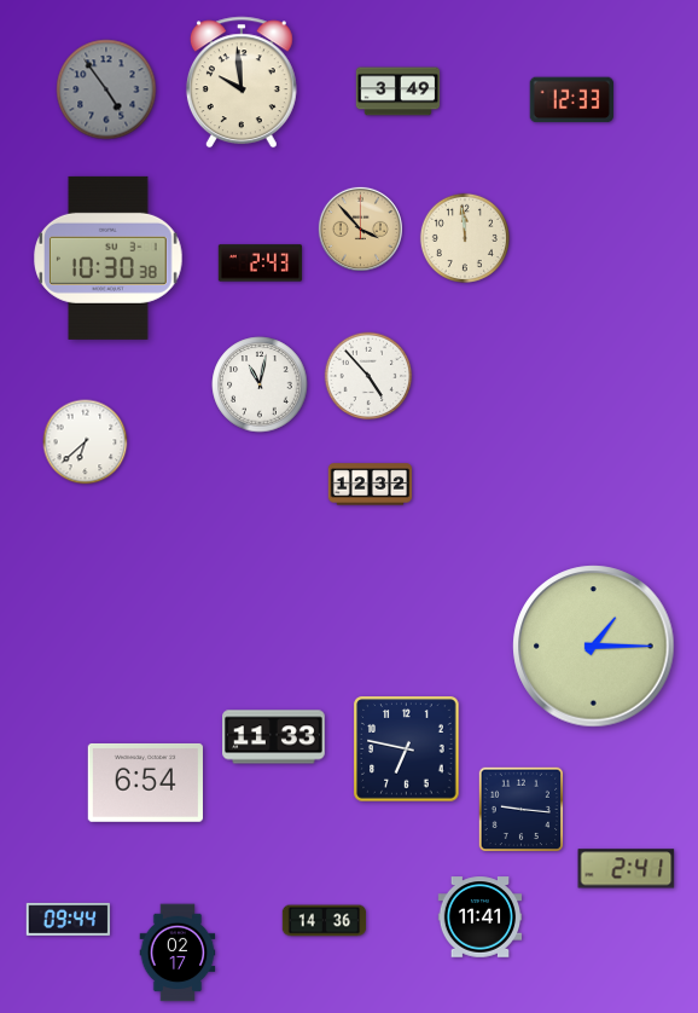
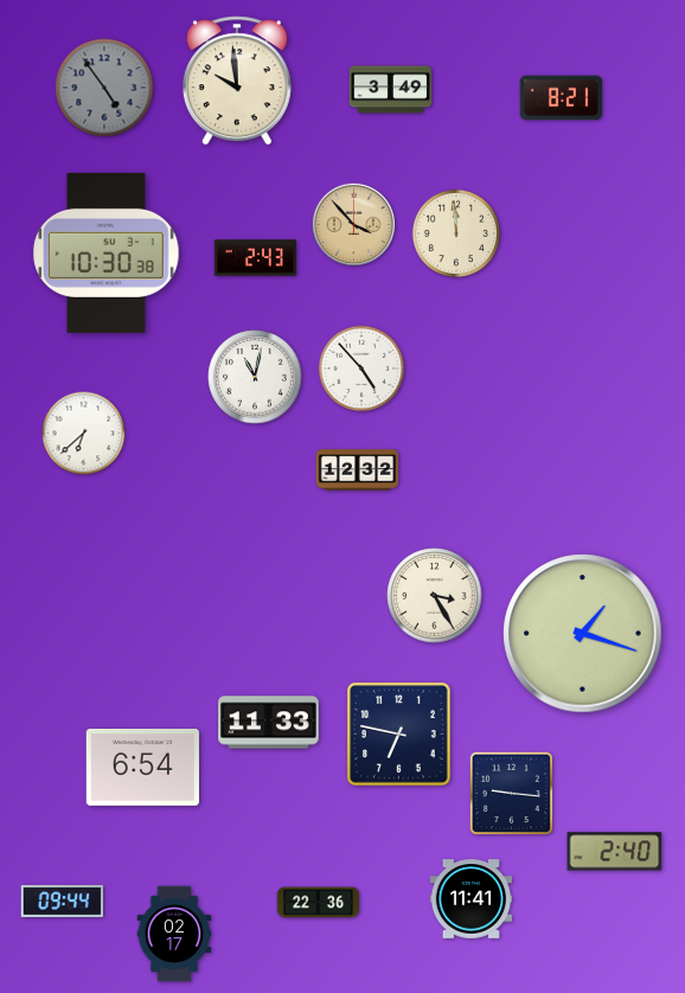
clock at (571, 100): 12:33 -> 8:21
clock at (371, 485) position: (371, 485) -> (358, 470)
clock at (435, 596): none -> 3:25
clock at (594, 647): 1:15 -> 1:18
clock at (627, 869): 2:41 -> 2:40
clock at (68, 919) position: (68, 919) -> (62, 901)
clock at (325, 921): 14:36 -> 22:36
